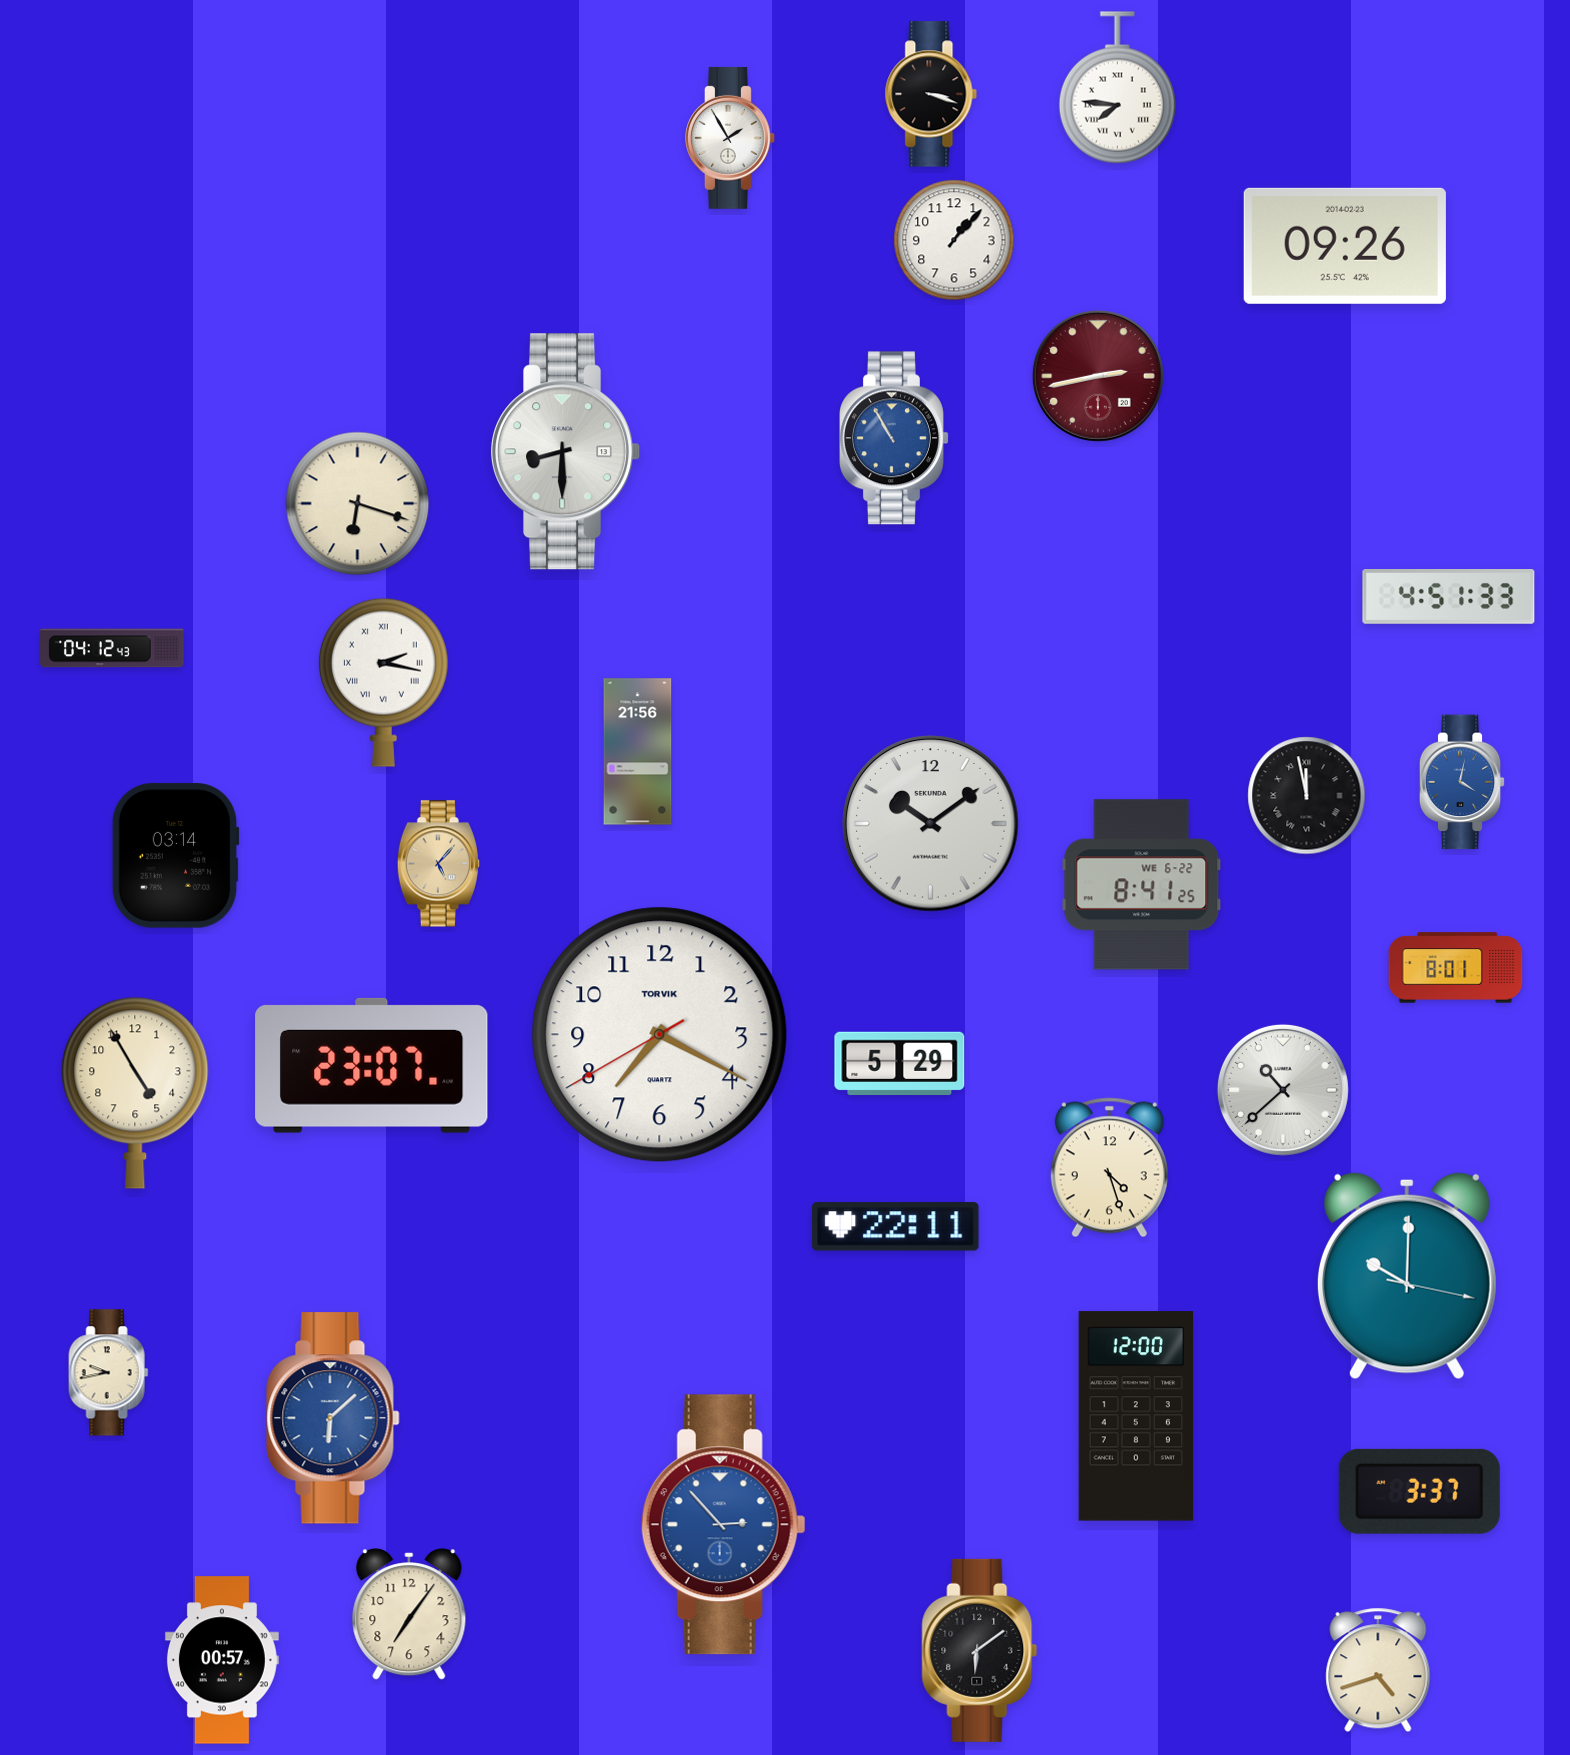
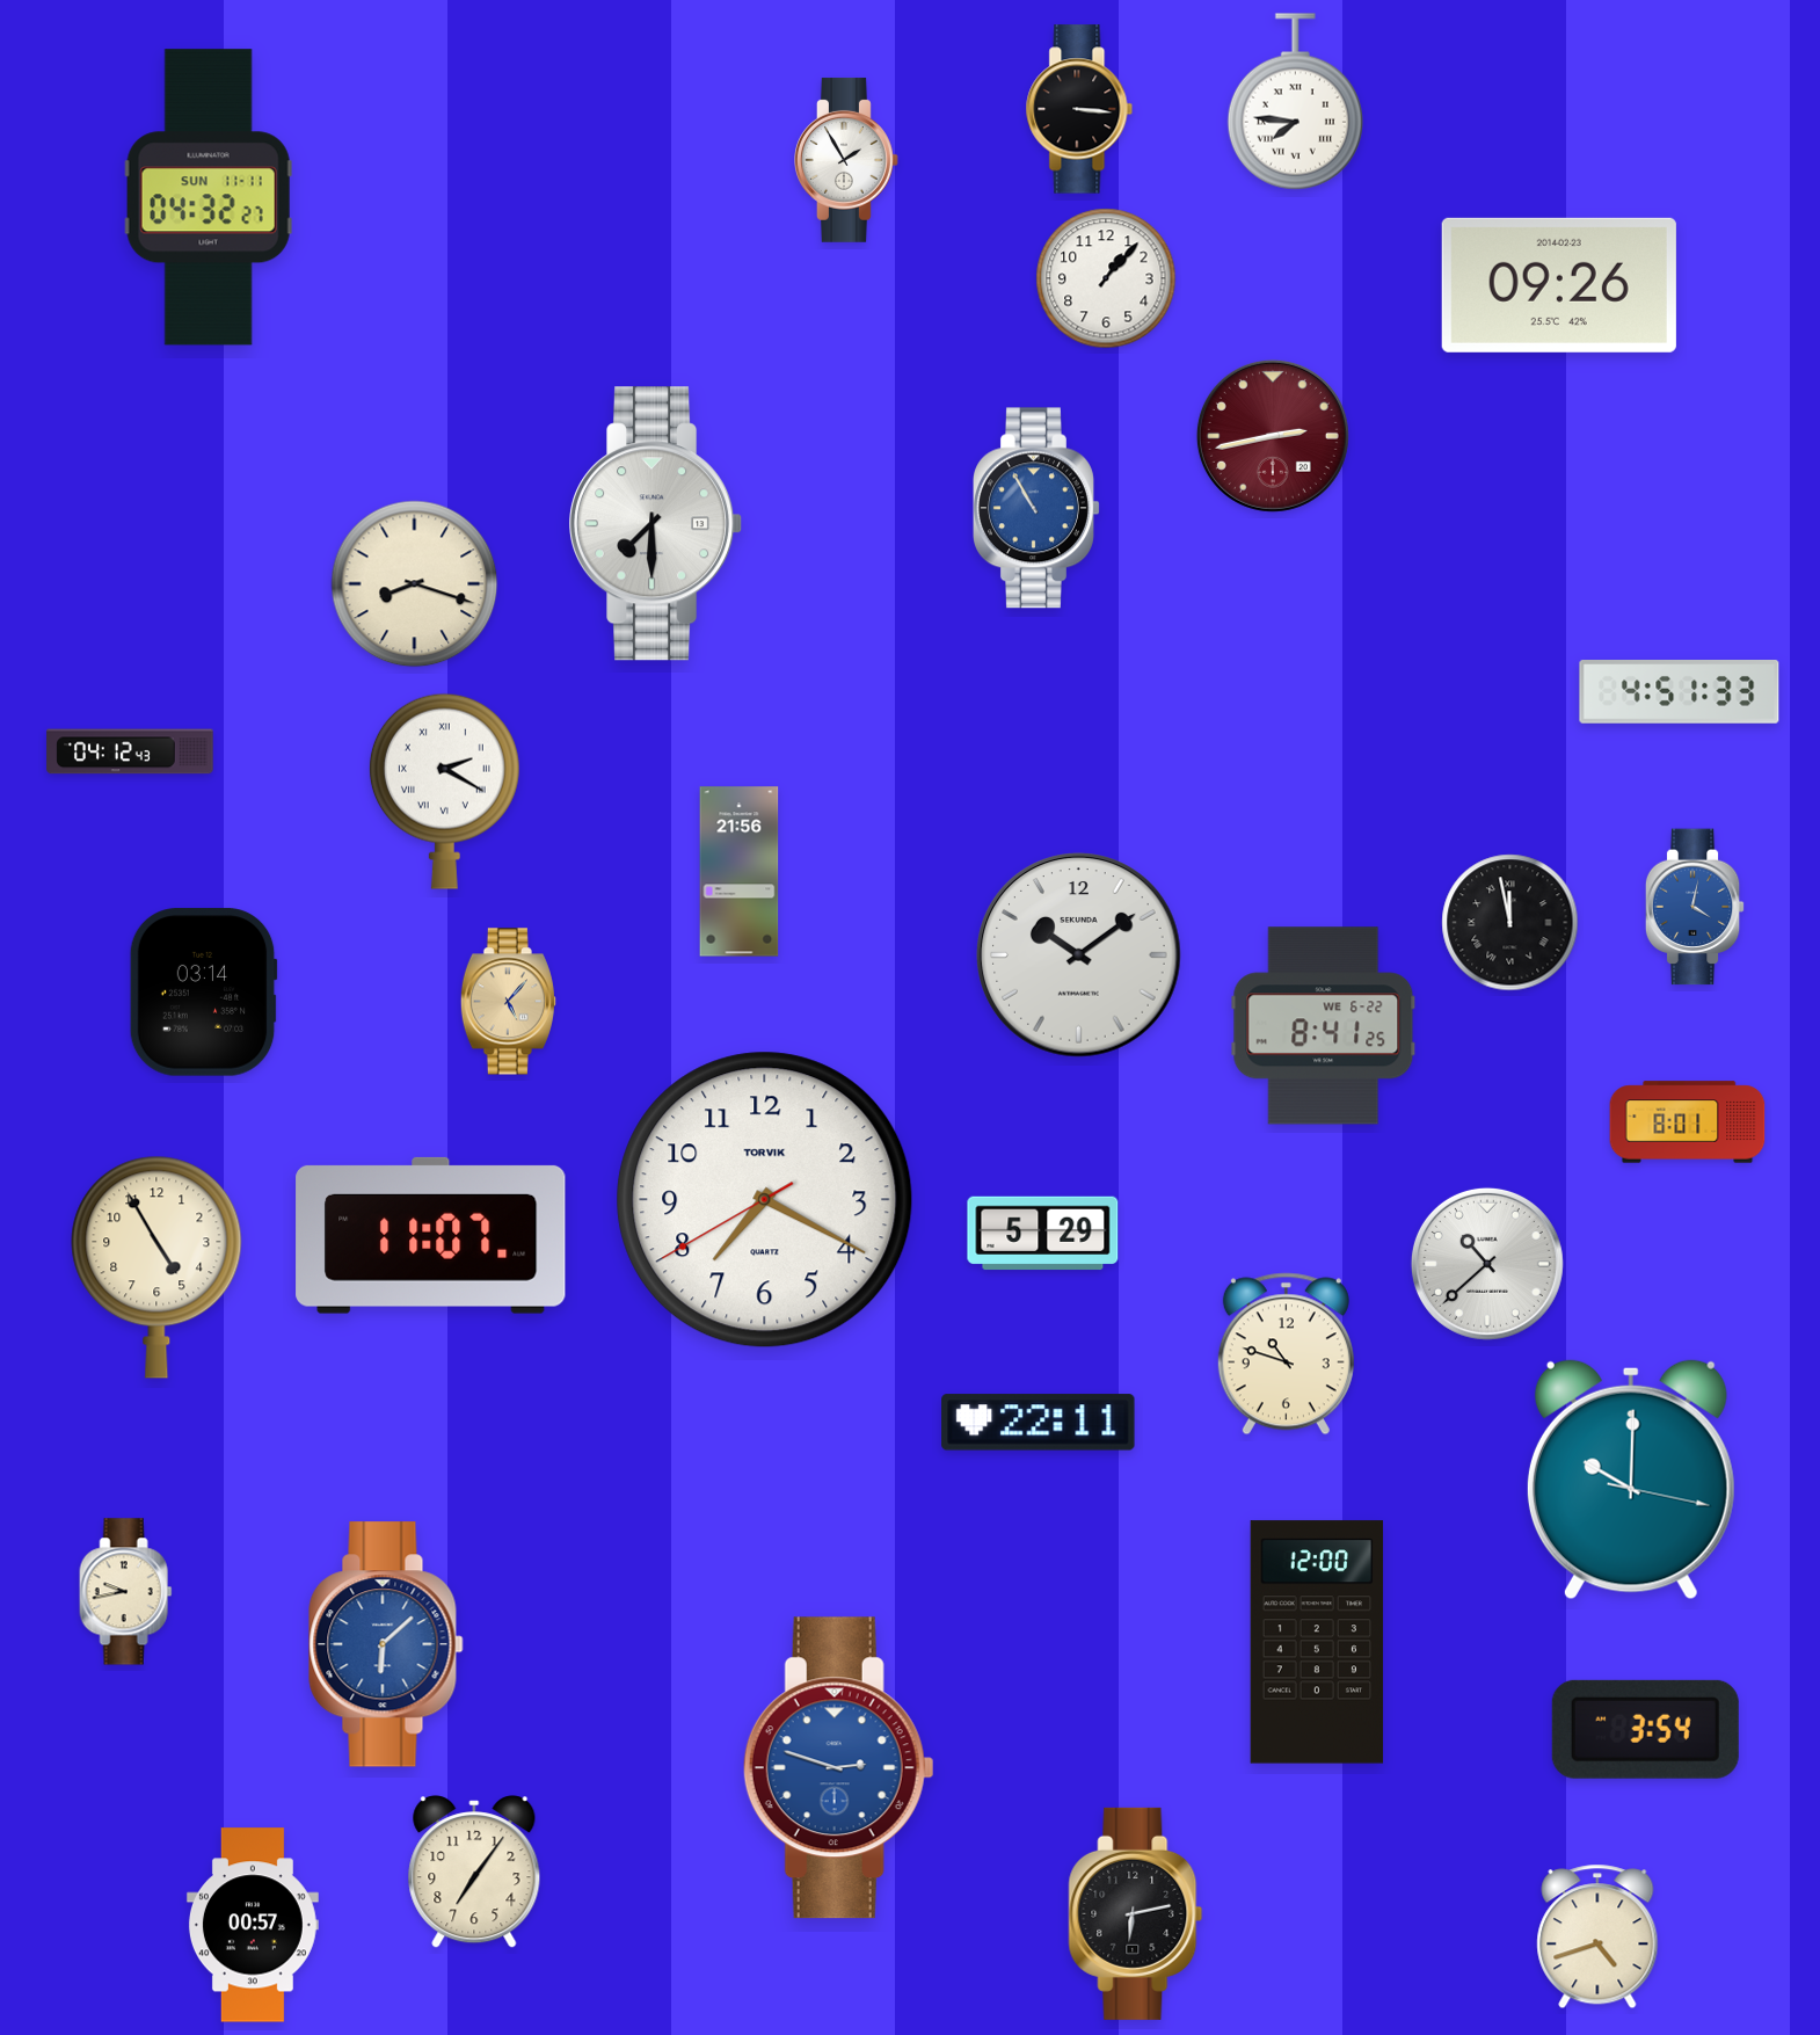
clock at (931, 94): 3:18 -> 3:16
clock at (209, 197): none -> 04:32
clock at (566, 452): 8:30 -> 7:30
clock at (358, 504): 6:18 -> 8:18
clock at (383, 682): 2:17 -> 2:20
clock at (1307, 796) position: (1307, 796) -> (1510, 923)
clock at (372, 1065): 23:07 -> 11:07
clock at (1109, 1168): 4:27 -> 10:48
clock at (1419, 1491): 3:37 -> 3:54
clock at (723, 1525): 2:53 -> 2:48
clock at (980, 1650): 6:09 -> 6:13
clock at (222, 1660) position: (222, 1660) -> (253, 1925)
